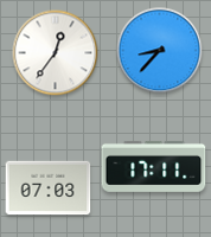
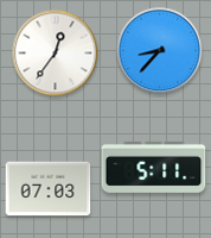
clock at (154, 166): 17:11 -> 5:11
